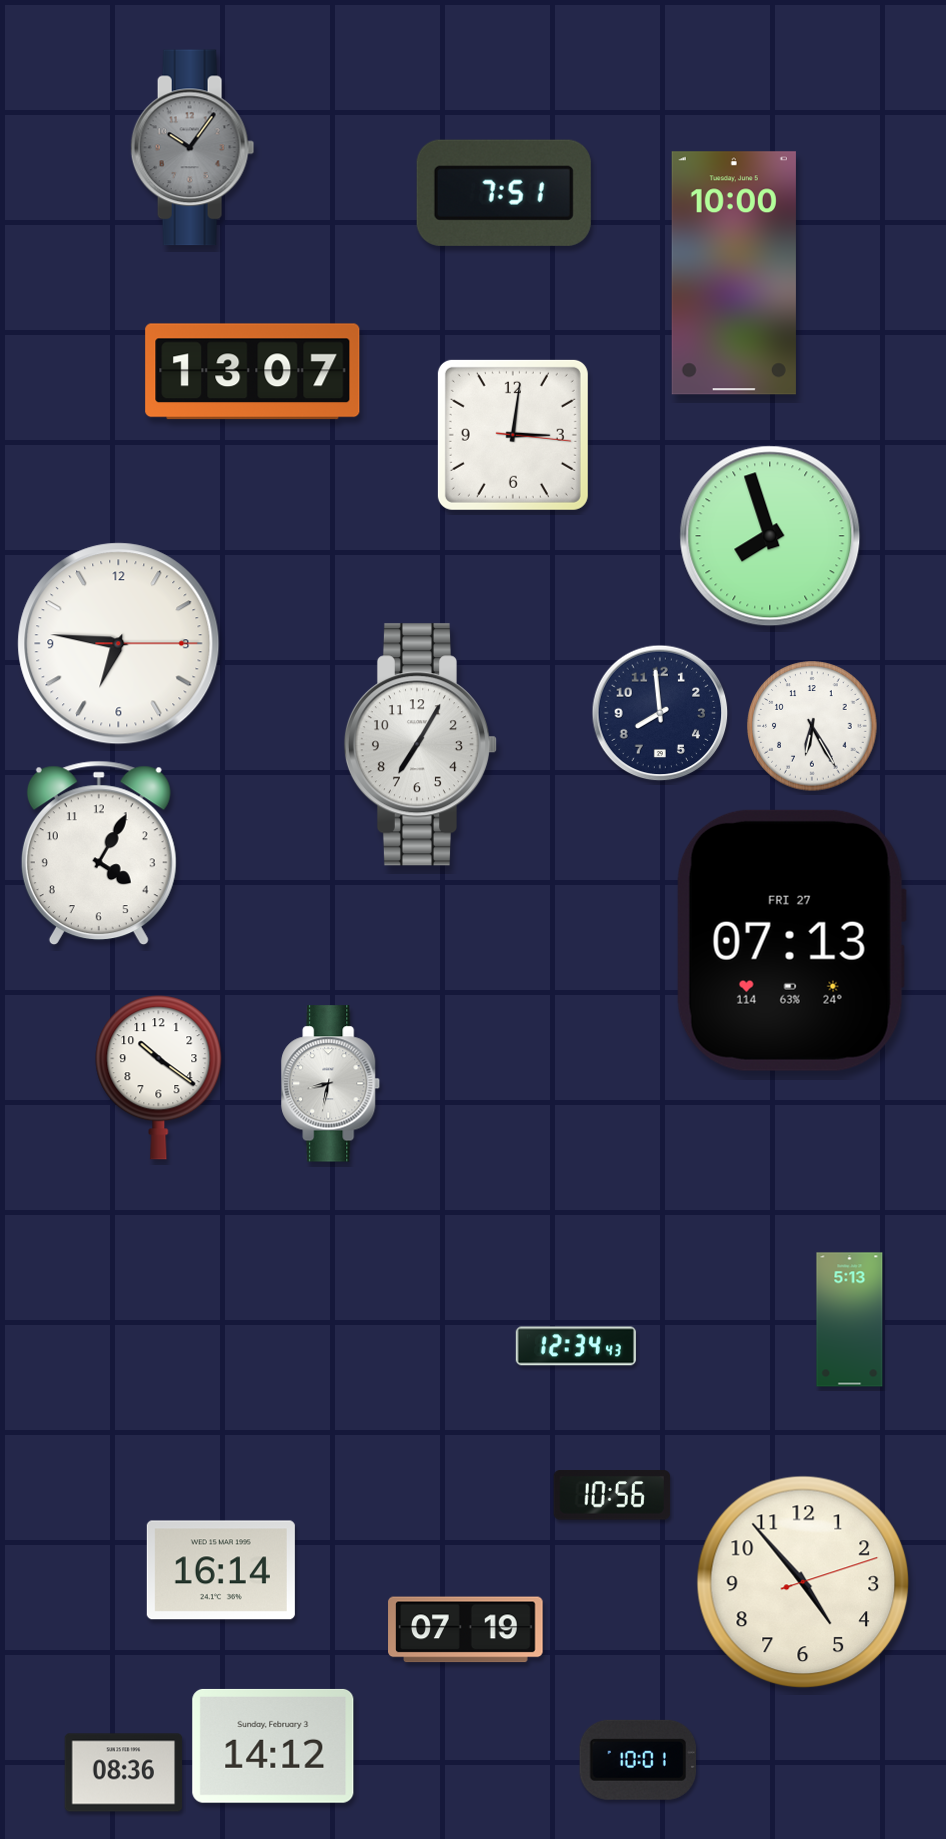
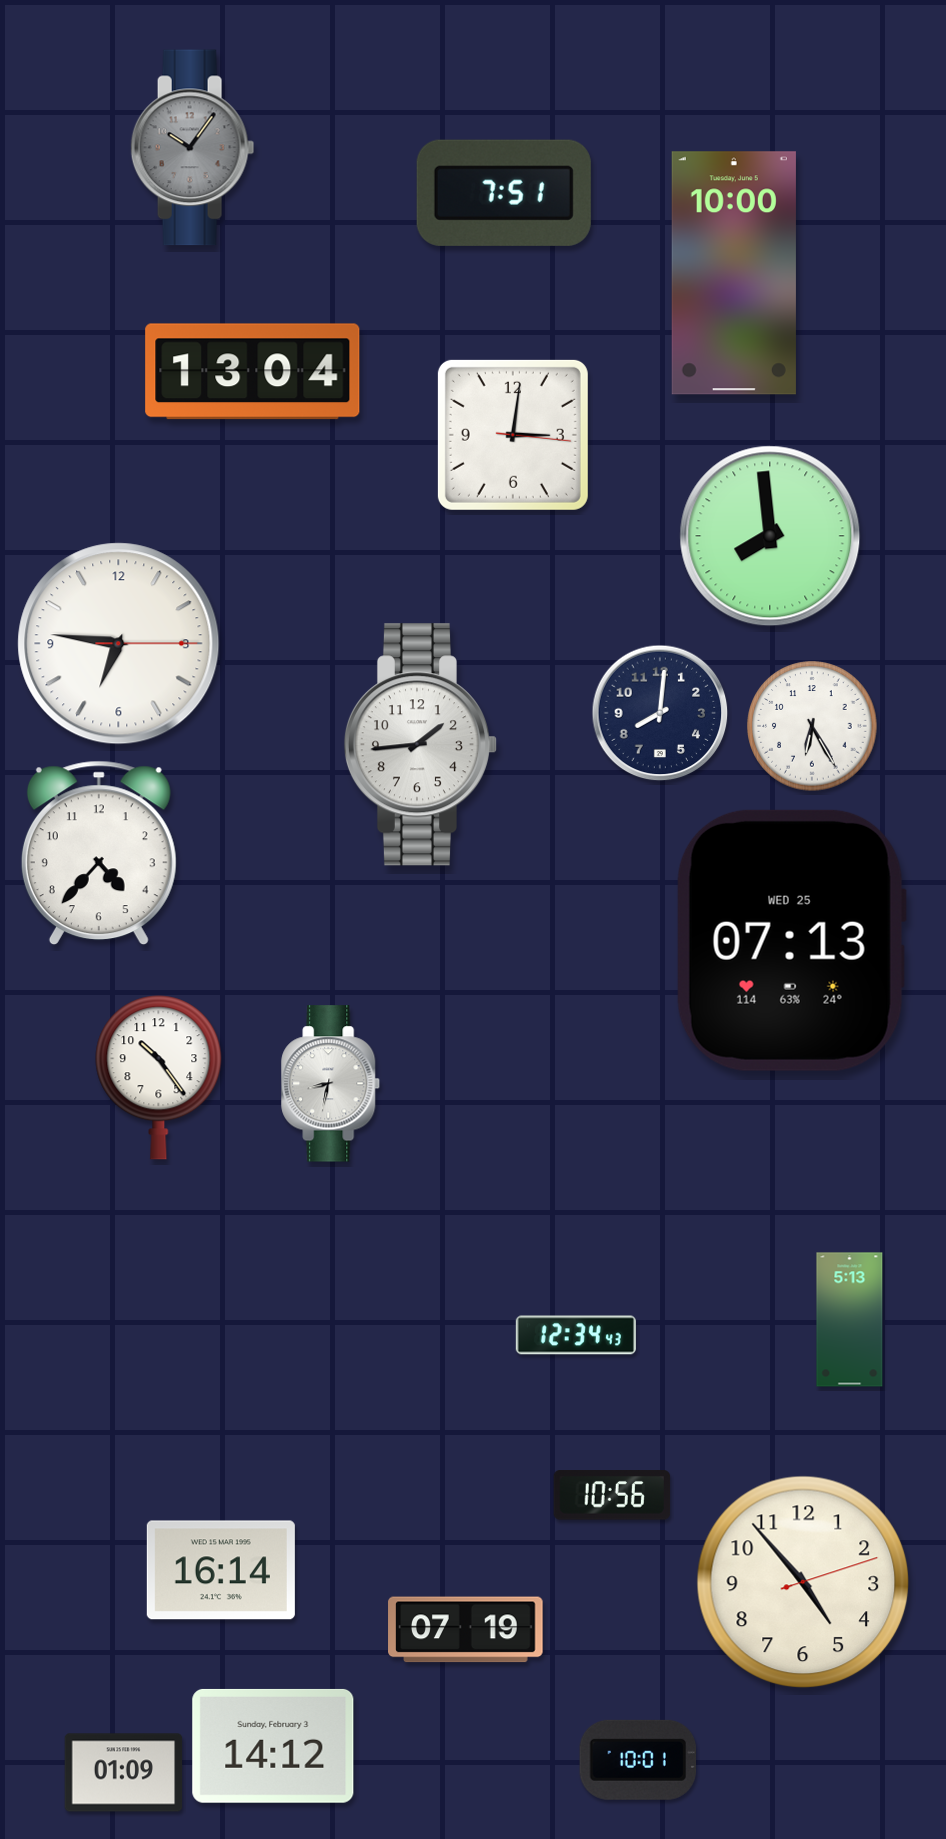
clock at (253, 372): 13:07 -> 13:04
clock at (770, 536): 7:57 -> 7:59
clock at (660, 713): 7:59 -> 8:01
clock at (420, 745): 7:05 -> 1:44
clock at (99, 853): 4:05 -> 4:37
clock at (791, 940) date: FRI 27 -> WED 25
clock at (159, 1078): 10:21 -> 10:24
clock at (576, 1346) position: (576, 1346) -> (576, 1335)
clock at (124, 1773): 08:36 -> 01:09
